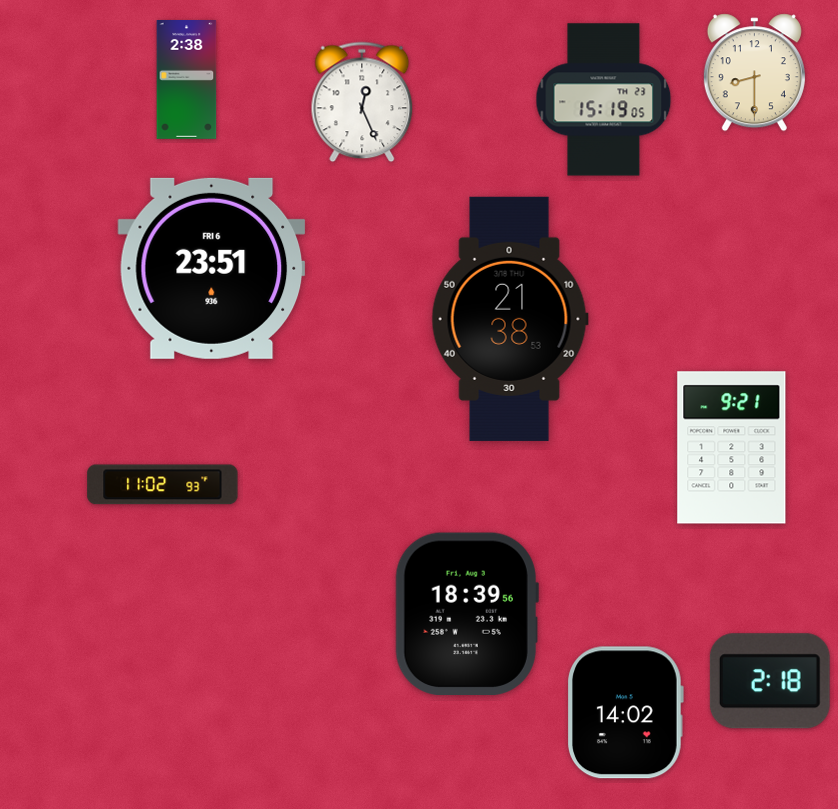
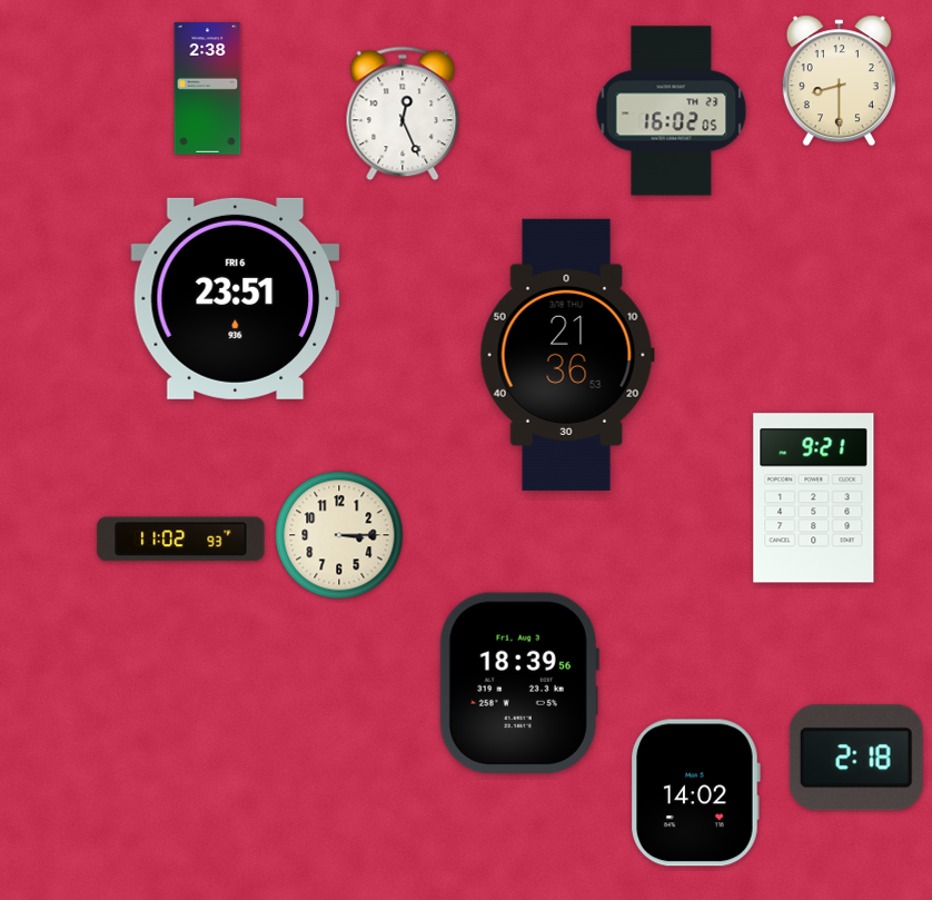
clock at (604, 100): 15:19 -> 16:02
clock at (510, 319): 21:38 -> 21:36
clock at (339, 535): none -> 3:15
